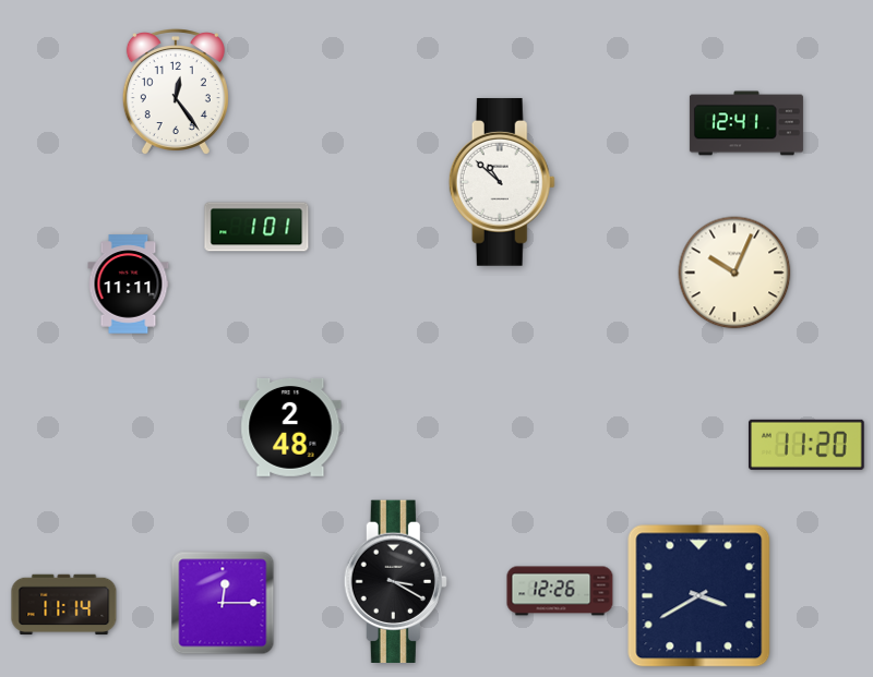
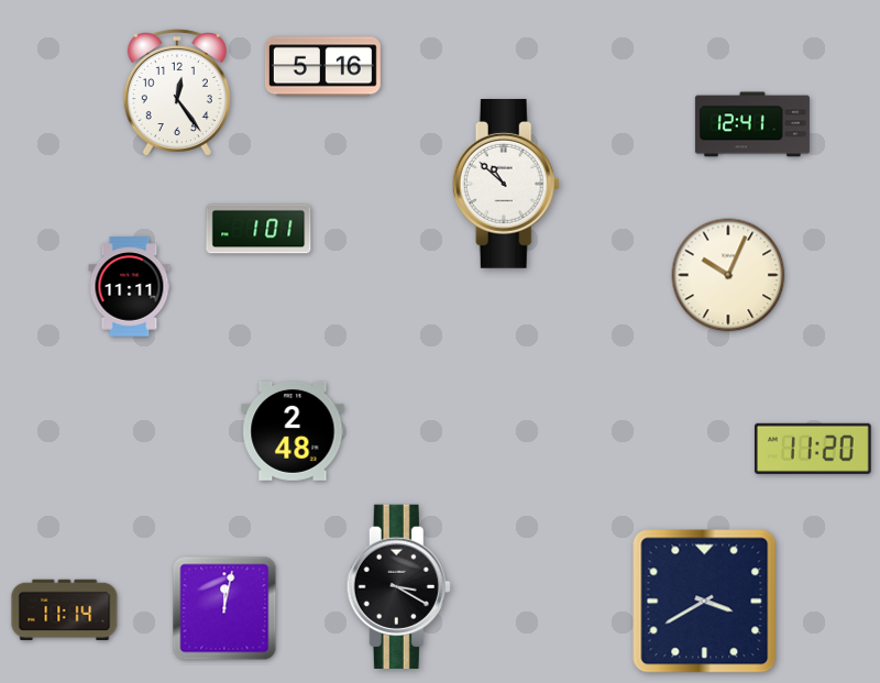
clock at (322, 67): none -> 5:16
clock at (734, 273) position: (734, 273) -> (728, 275)
clock at (560, 591): 12:26 -> none
clock at (223, 603): 12:15 -> 12:02
